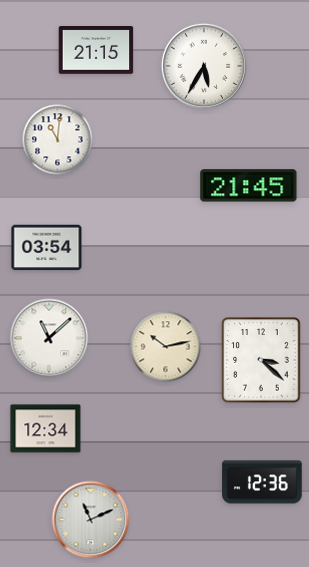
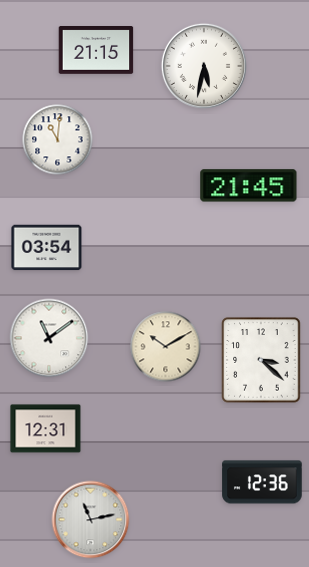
clock at (204, 66): 5:35 -> 5:32
clock at (49, 338): 11:08 -> 11:09
clock at (166, 347): 10:13 -> 10:10
clock at (46, 429): 12:34 -> 12:31
clock at (91, 520): 11:11 -> 11:13
